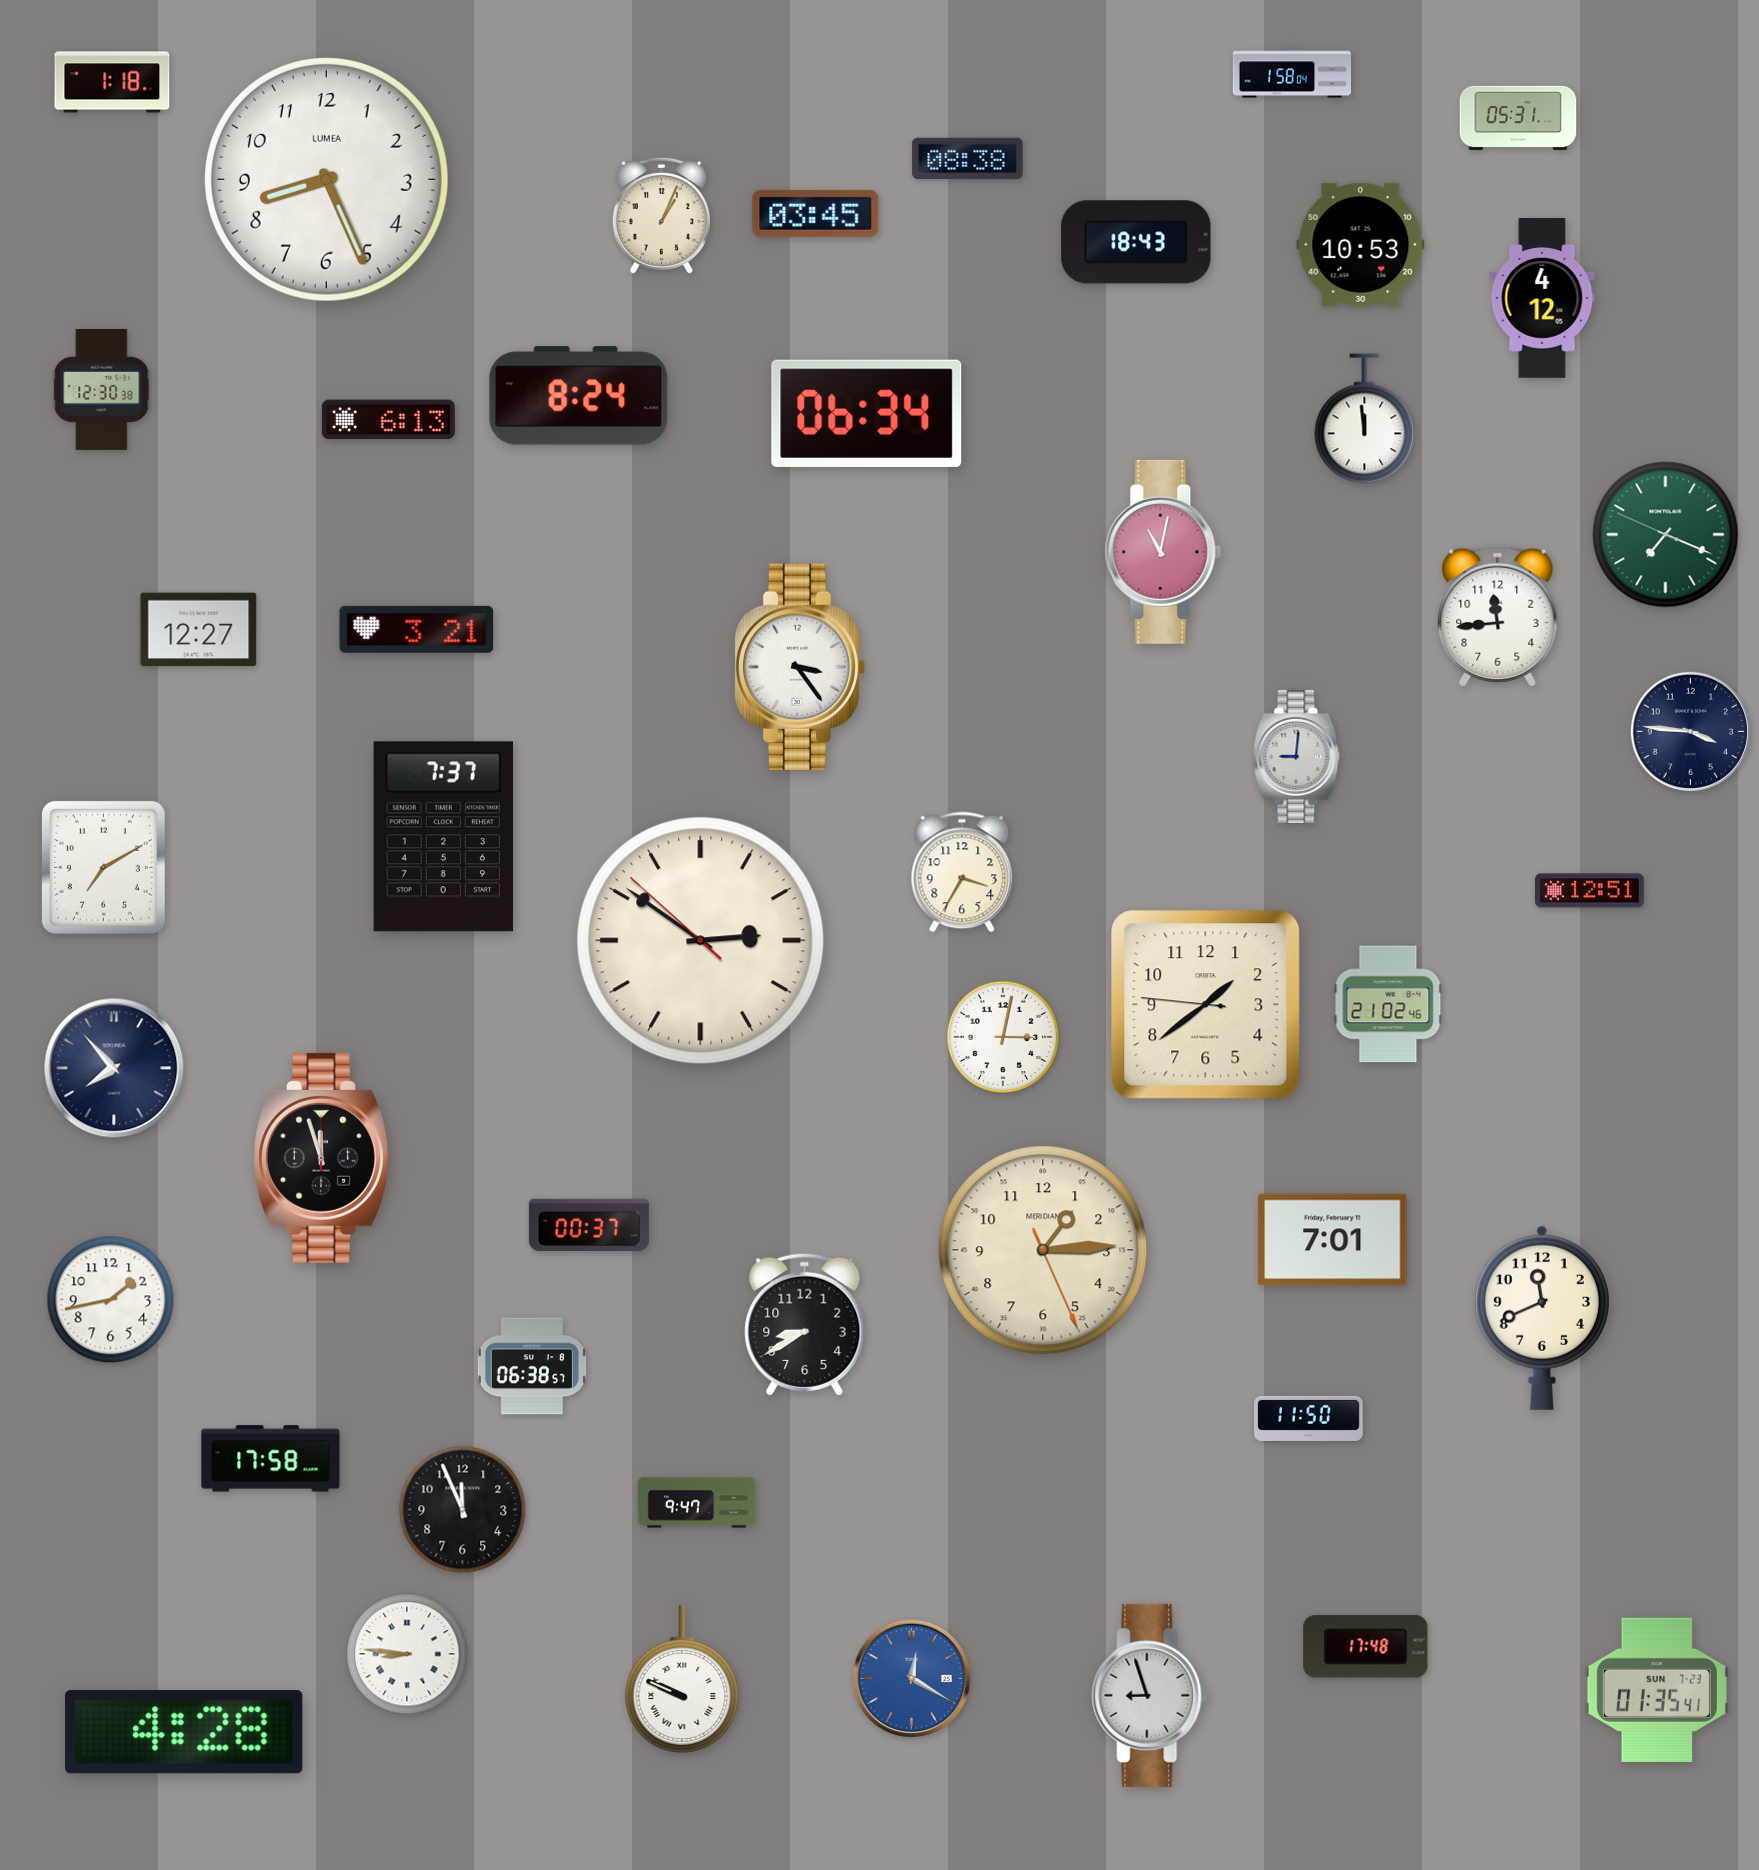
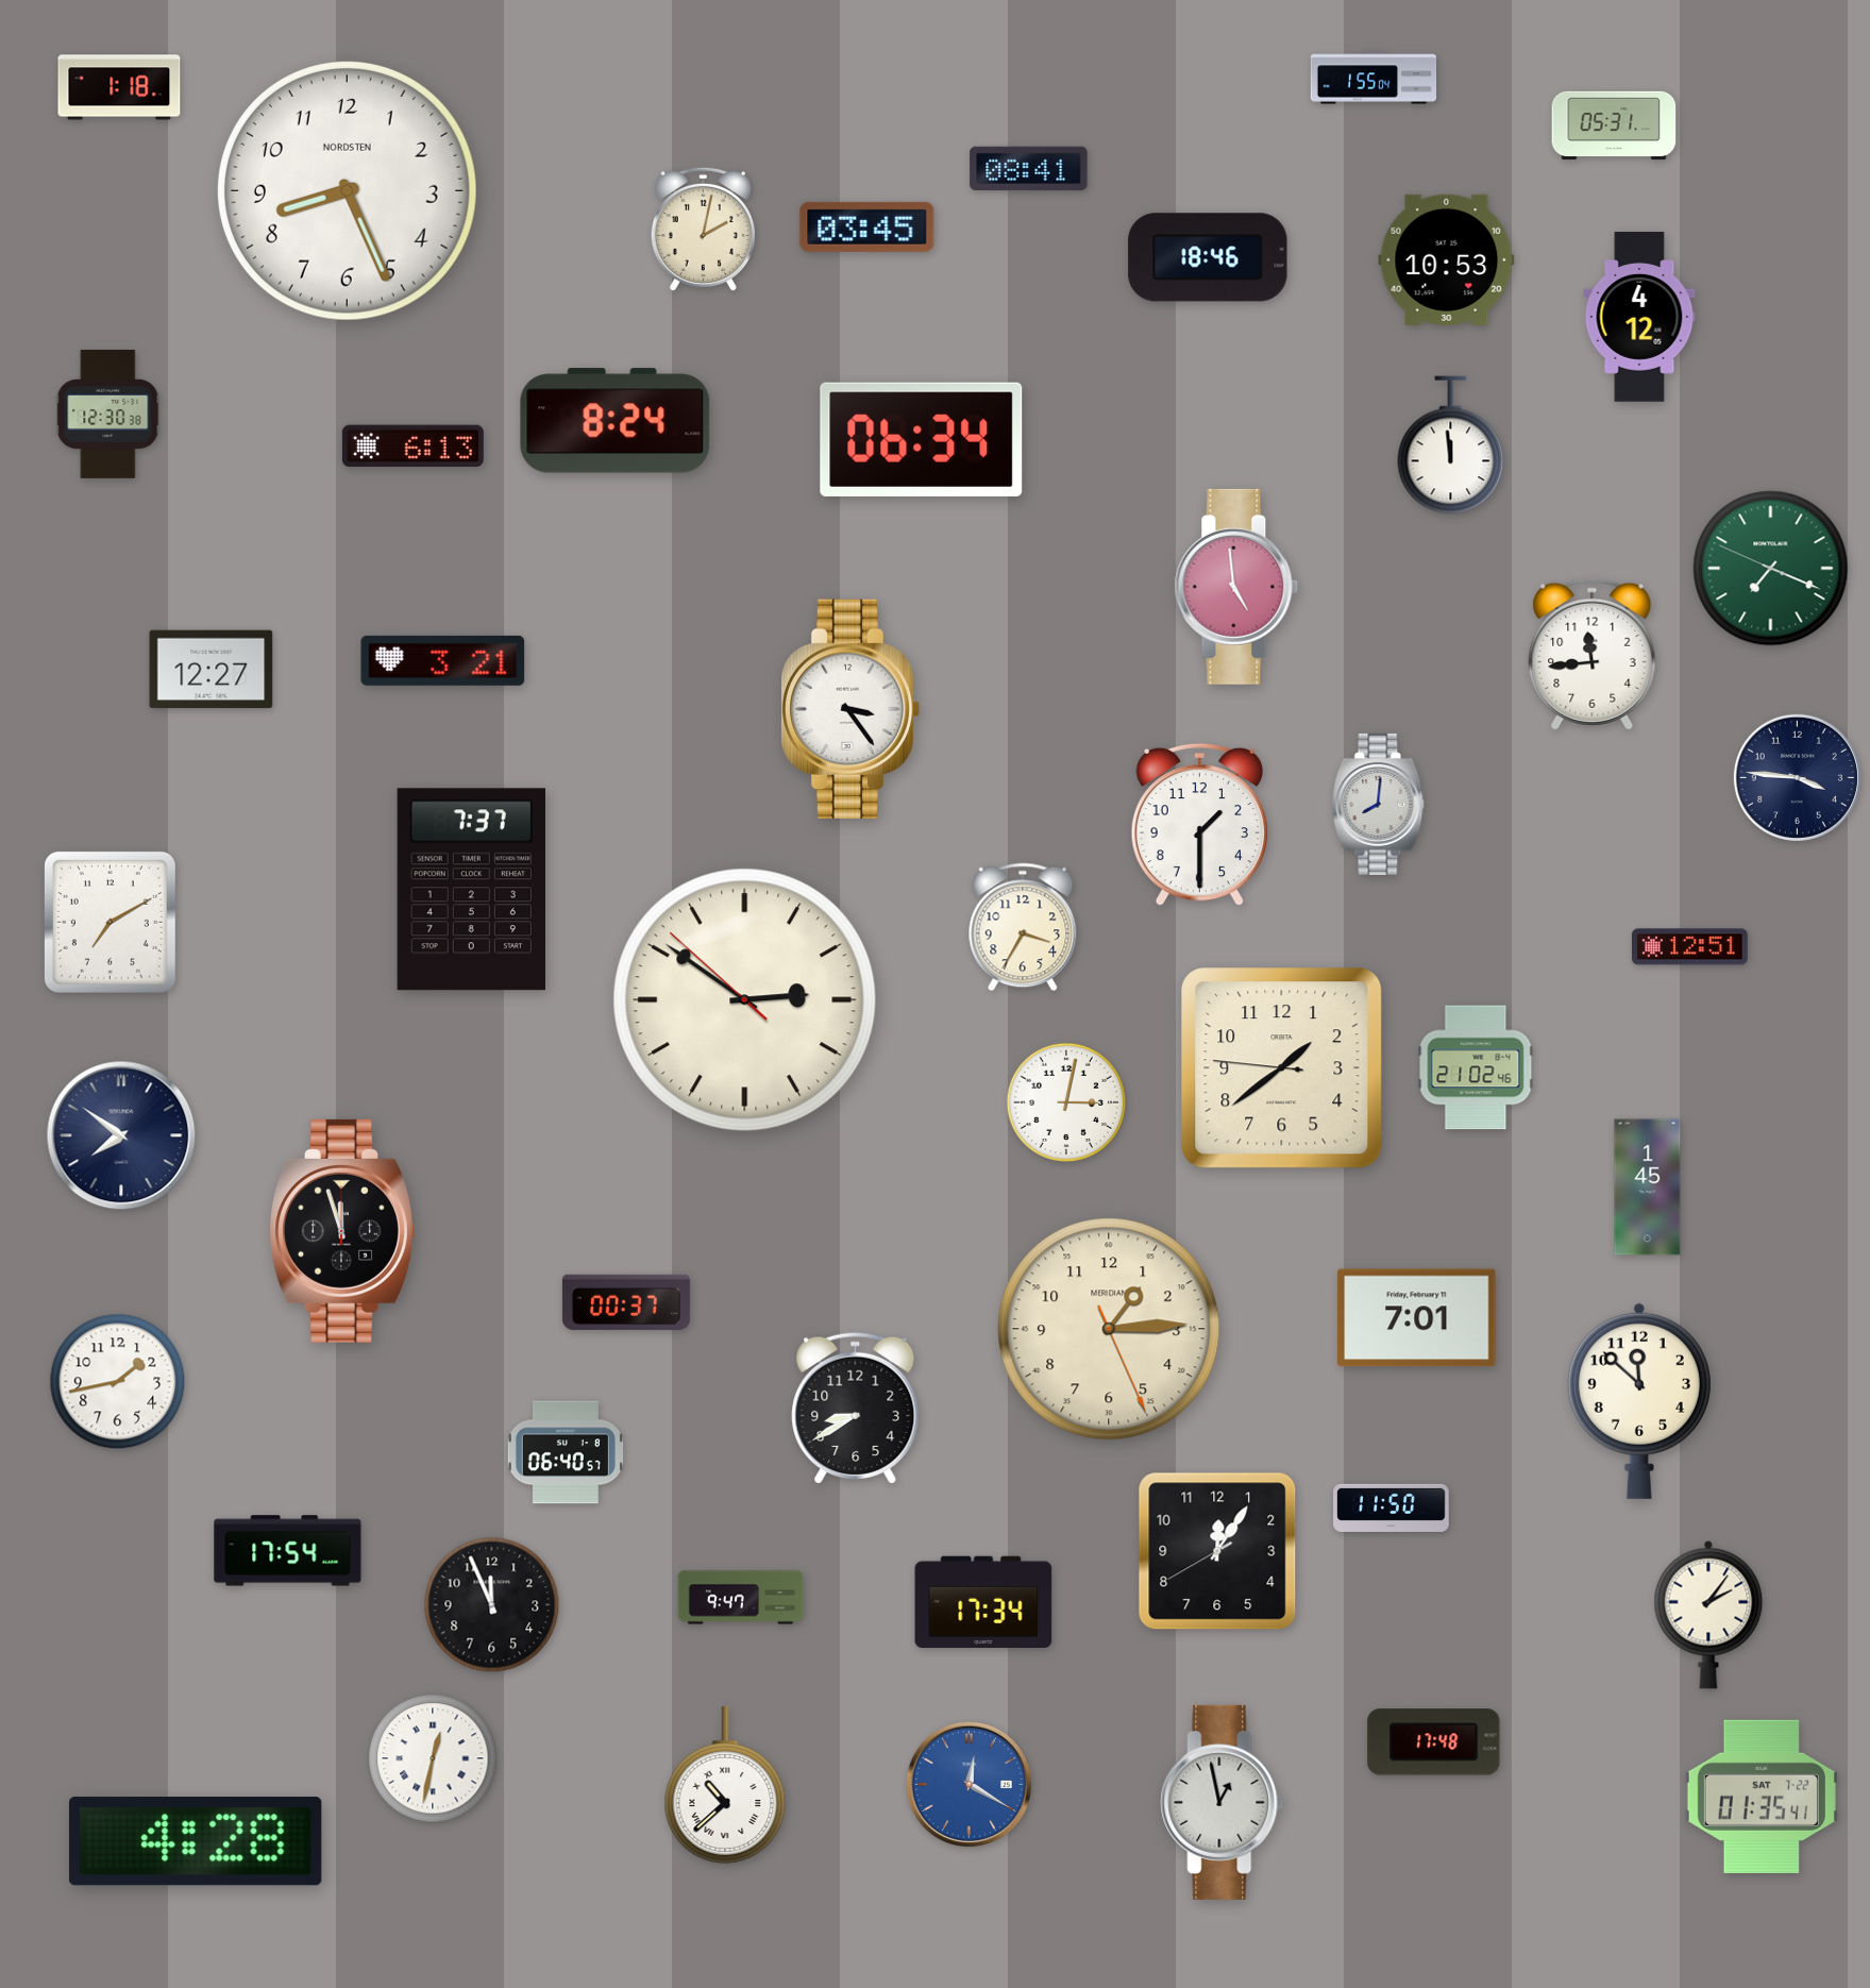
clock at (1292, 73): 1:58 -> 1:55
clock at (968, 159): 08:38 -> 08:41
clock at (326, 179) brand: LUMEA -> NORDSTEN
clock at (661, 216): 1:04 -> 2:02
clock at (1136, 242): 18:43 -> 18:46
clock at (1163, 552): 11:02 -> 4:59
clock at (417, 629) position: (417, 629) -> (443, 660)
clock at (1297, 756): 9:01 -> 8:01
clock at (1199, 825): none -> 1:30
clock at (114, 1068): 7:53 -> 7:51
clock at (1648, 1187): none -> 1:45
clock at (1542, 1318): 11:41 -> 11:52
clock at (532, 1366): 06:38 -> 06:40
clock at (271, 1459): 17:58 -> 17:54
clock at (1217, 1551): none -> 12:05
clock at (983, 1602): none -> 17:34
clock at (1708, 1615): none -> 2:06
clock at (1366, 1647) position: (1366, 1647) -> (1434, 1742)
clock at (407, 1654): 8:46 -> 12:32
clock at (682, 1679): 9:49 -> 10:38
clock at (1657, 1690) date: SUN 7-23 -> SAT 7-22
clock at (1150, 1695): 8:57 -> 12:58
